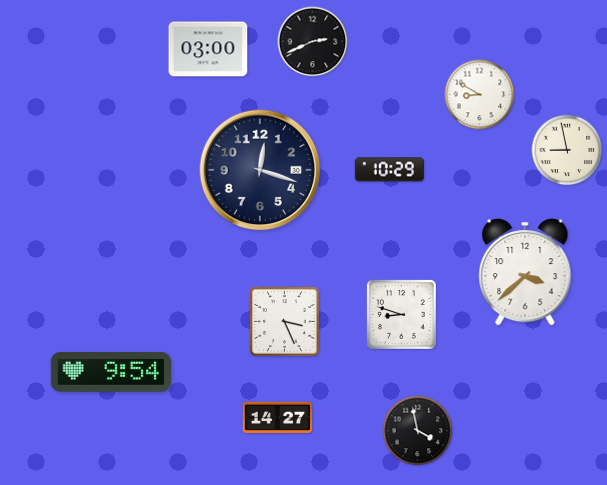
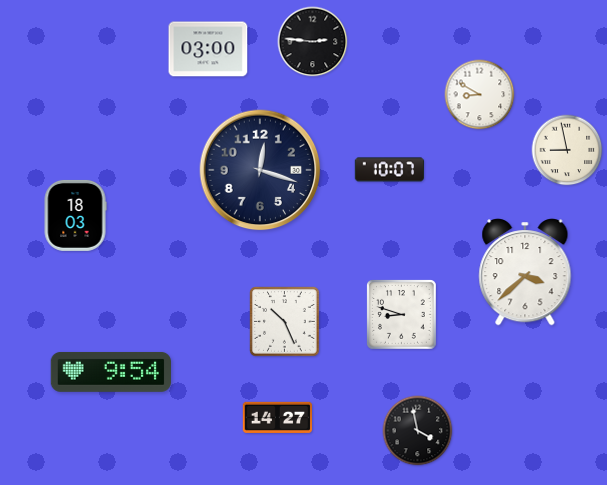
clock at (313, 42): 2:41 -> 2:46
clock at (389, 170): 10:29 -> 10:07
clock at (75, 215): none -> 18:03
clock at (285, 322): 3:26 -> 10:26
